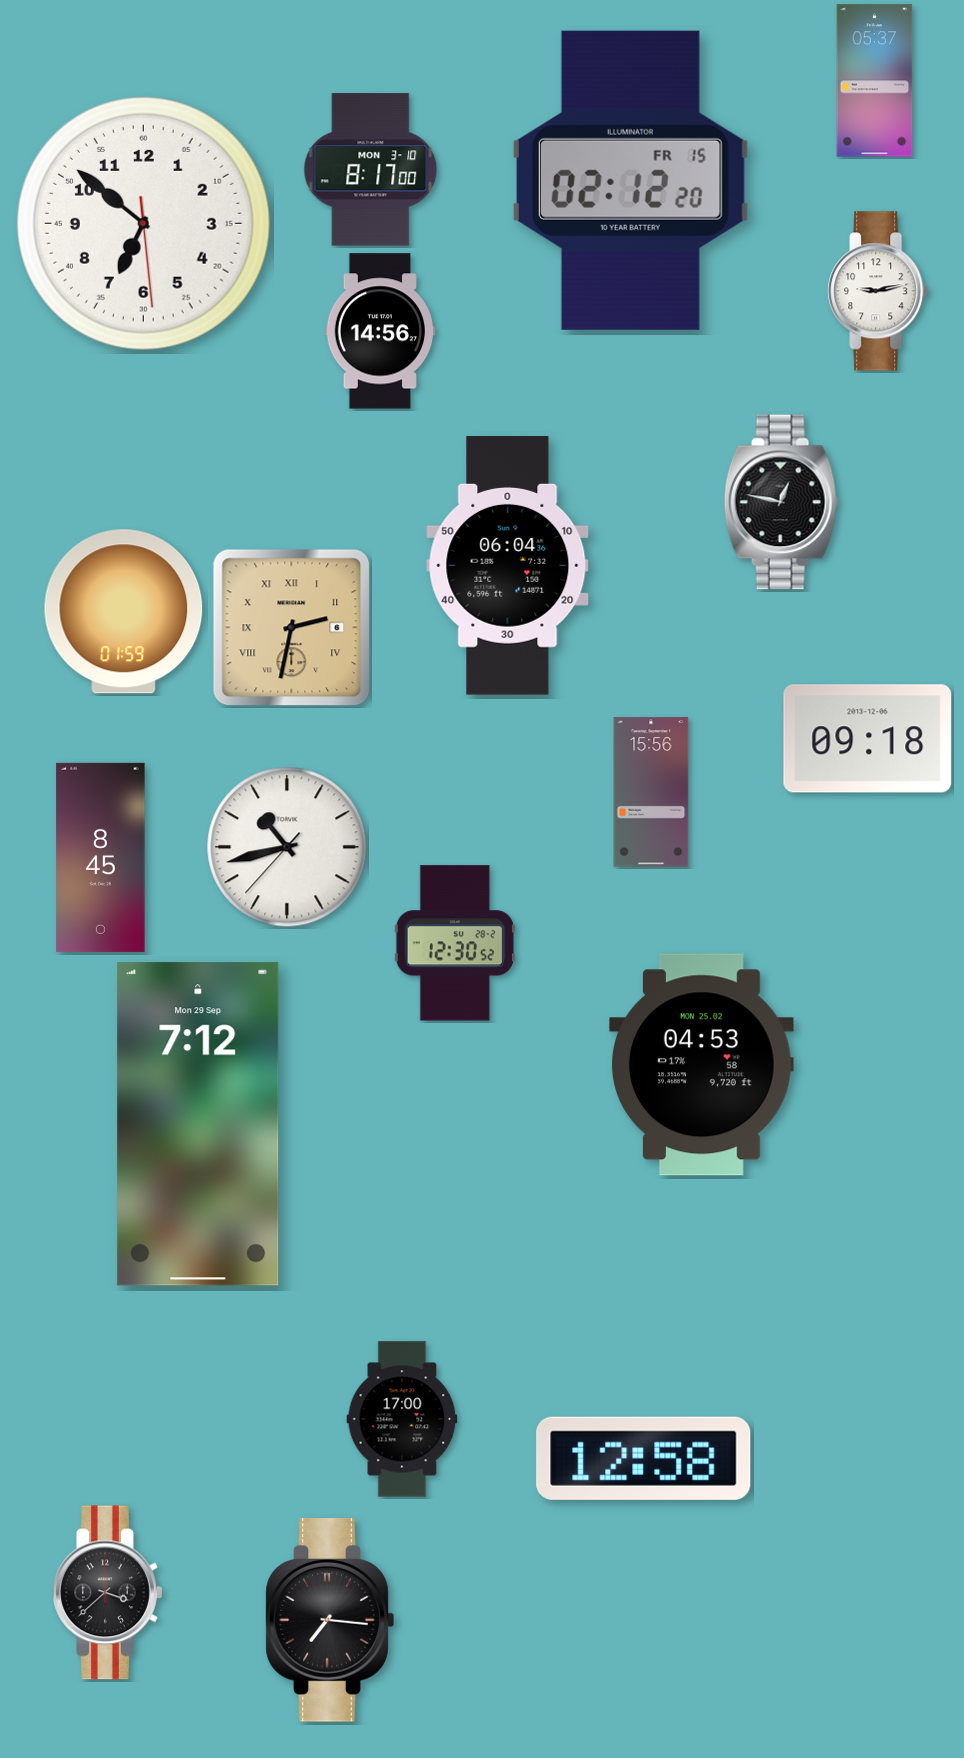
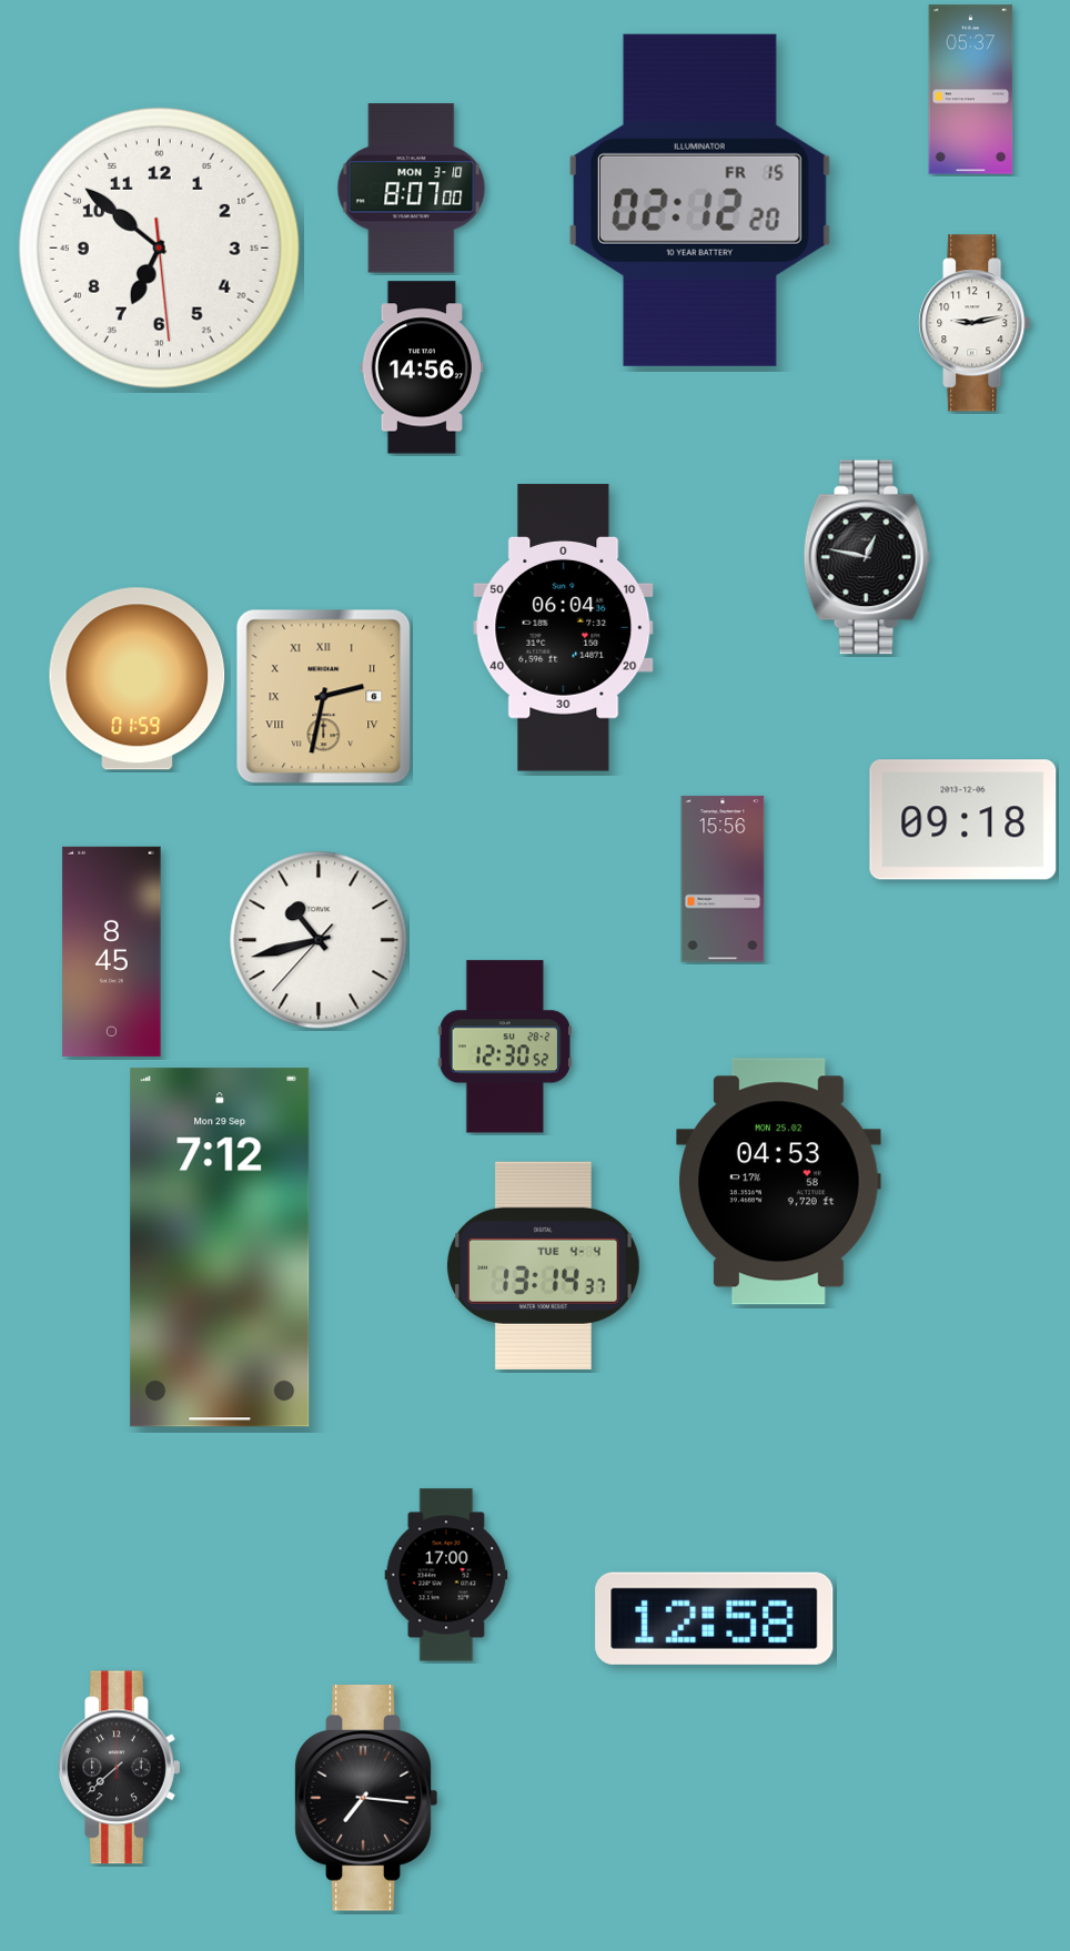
clock at (371, 170): 8:17 -> 8:07
clock at (543, 1265): none -> 13:14
clock at (108, 1593): 3:38 -> 7:38
